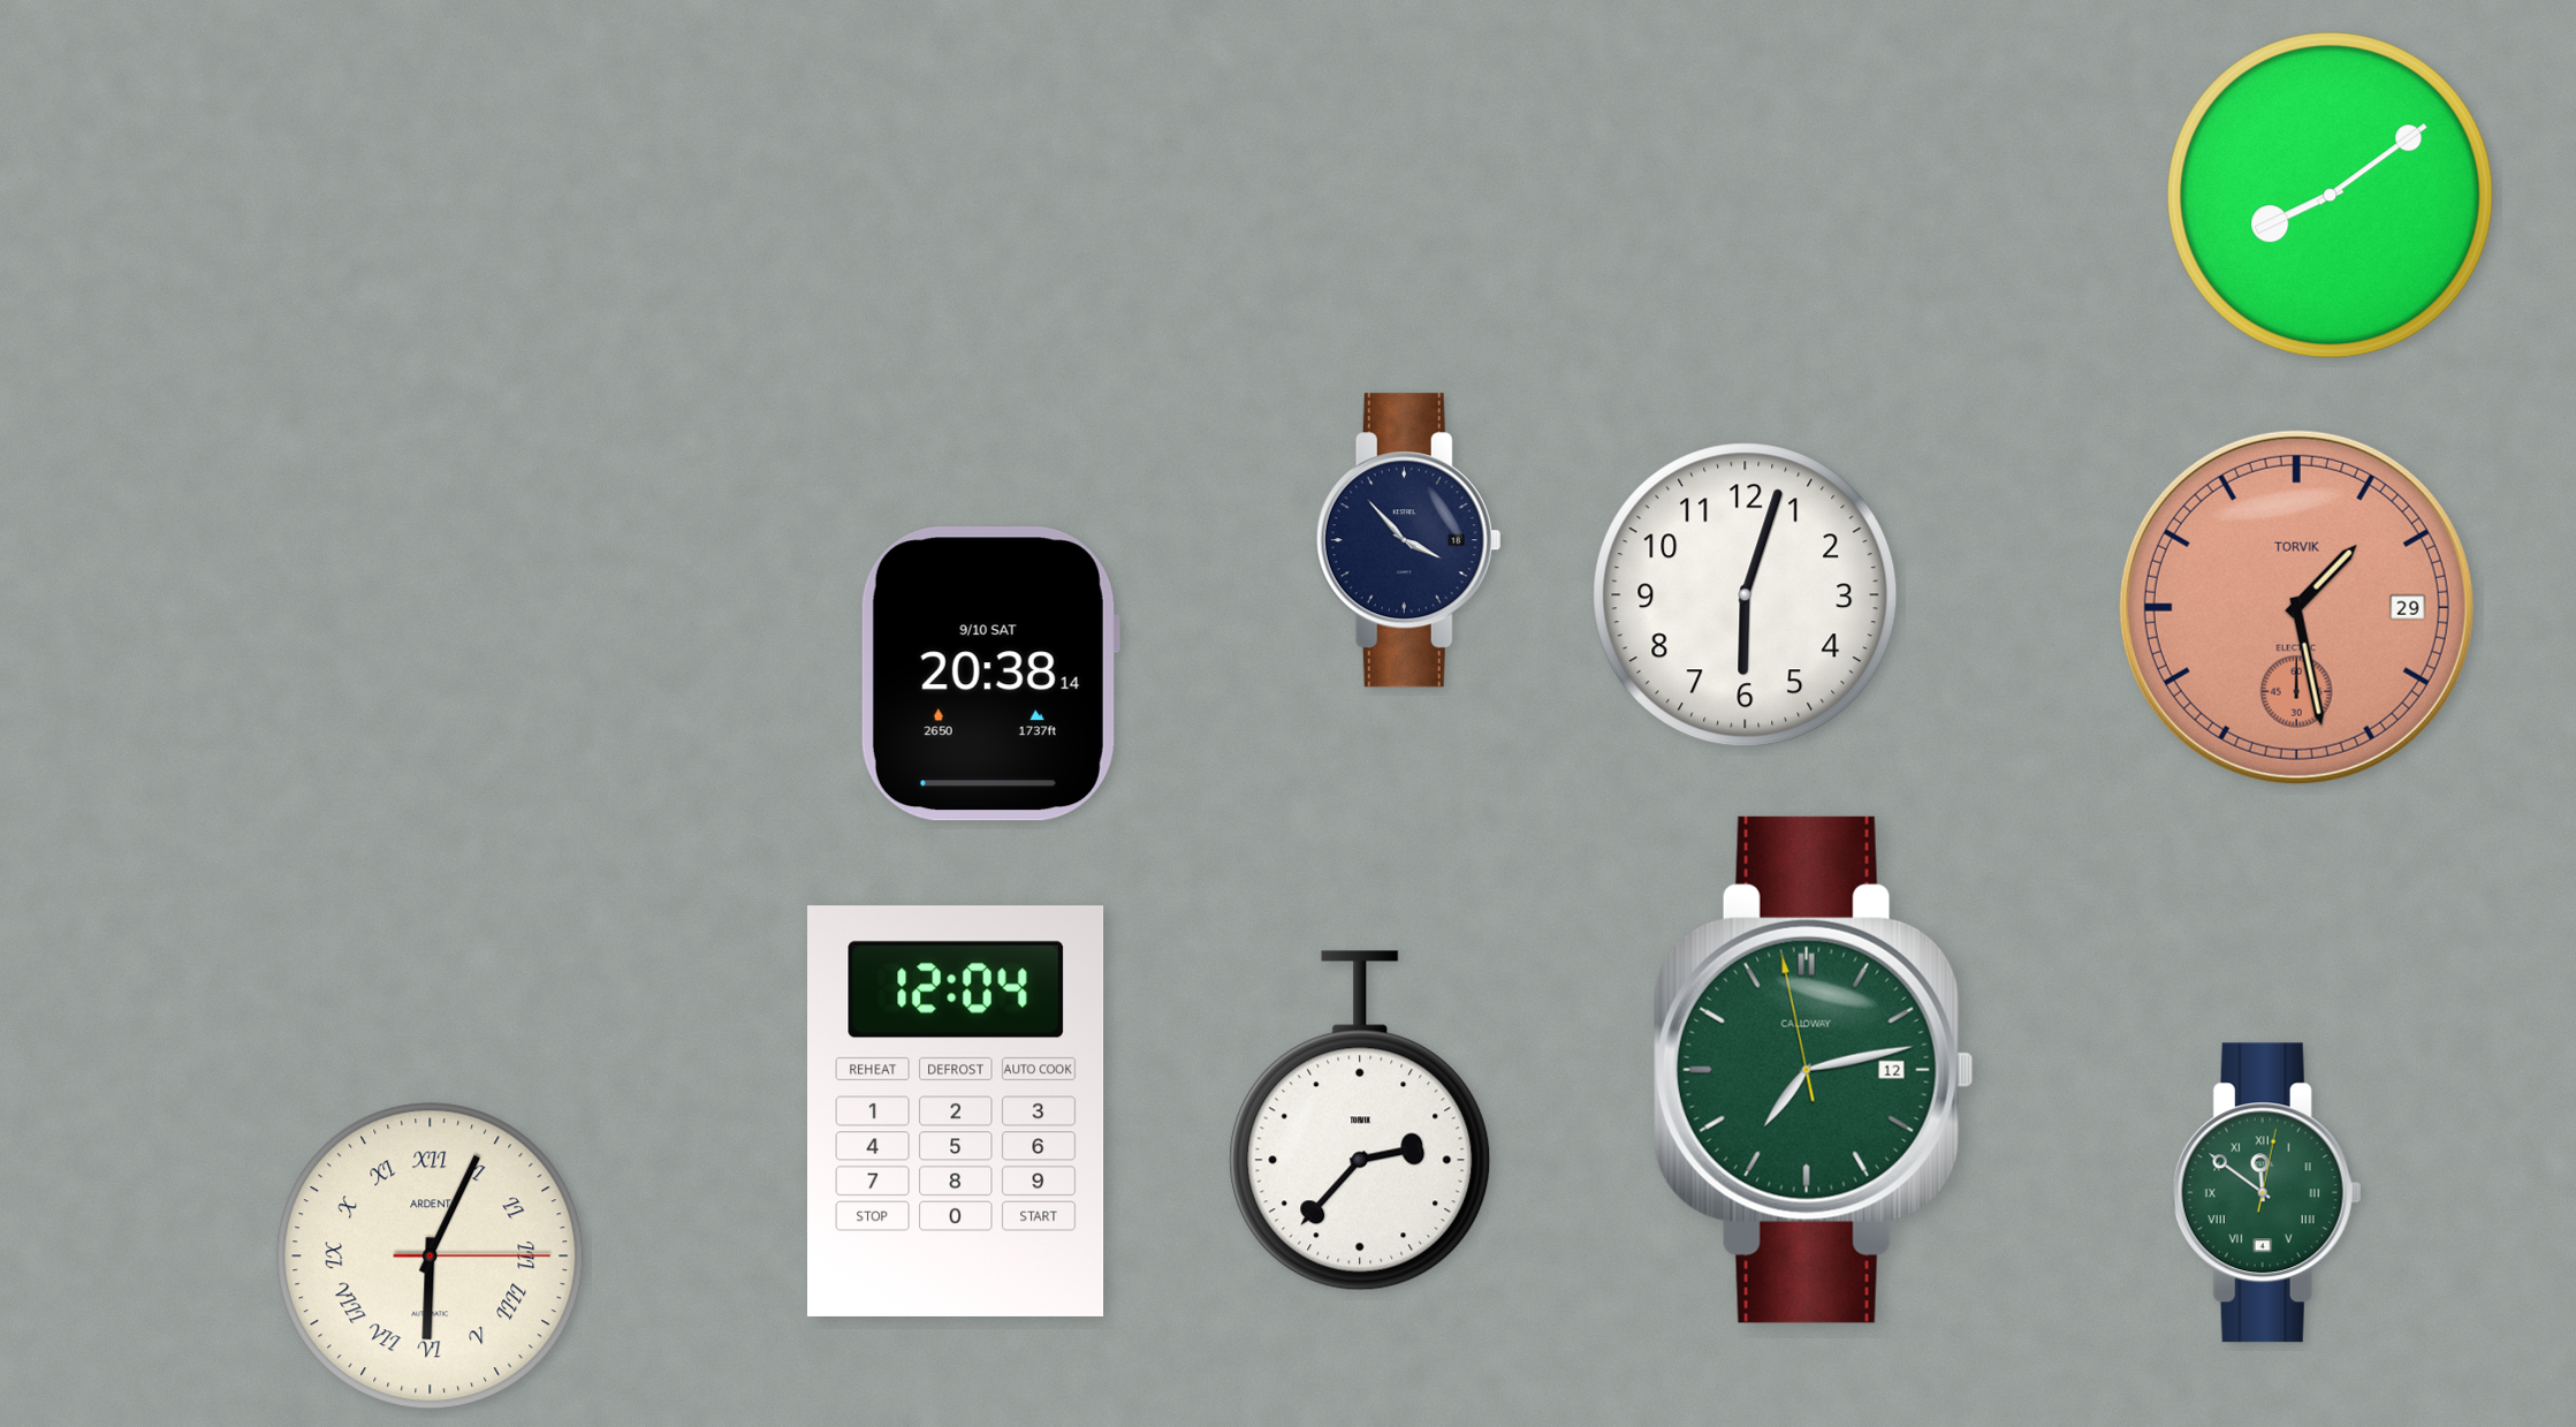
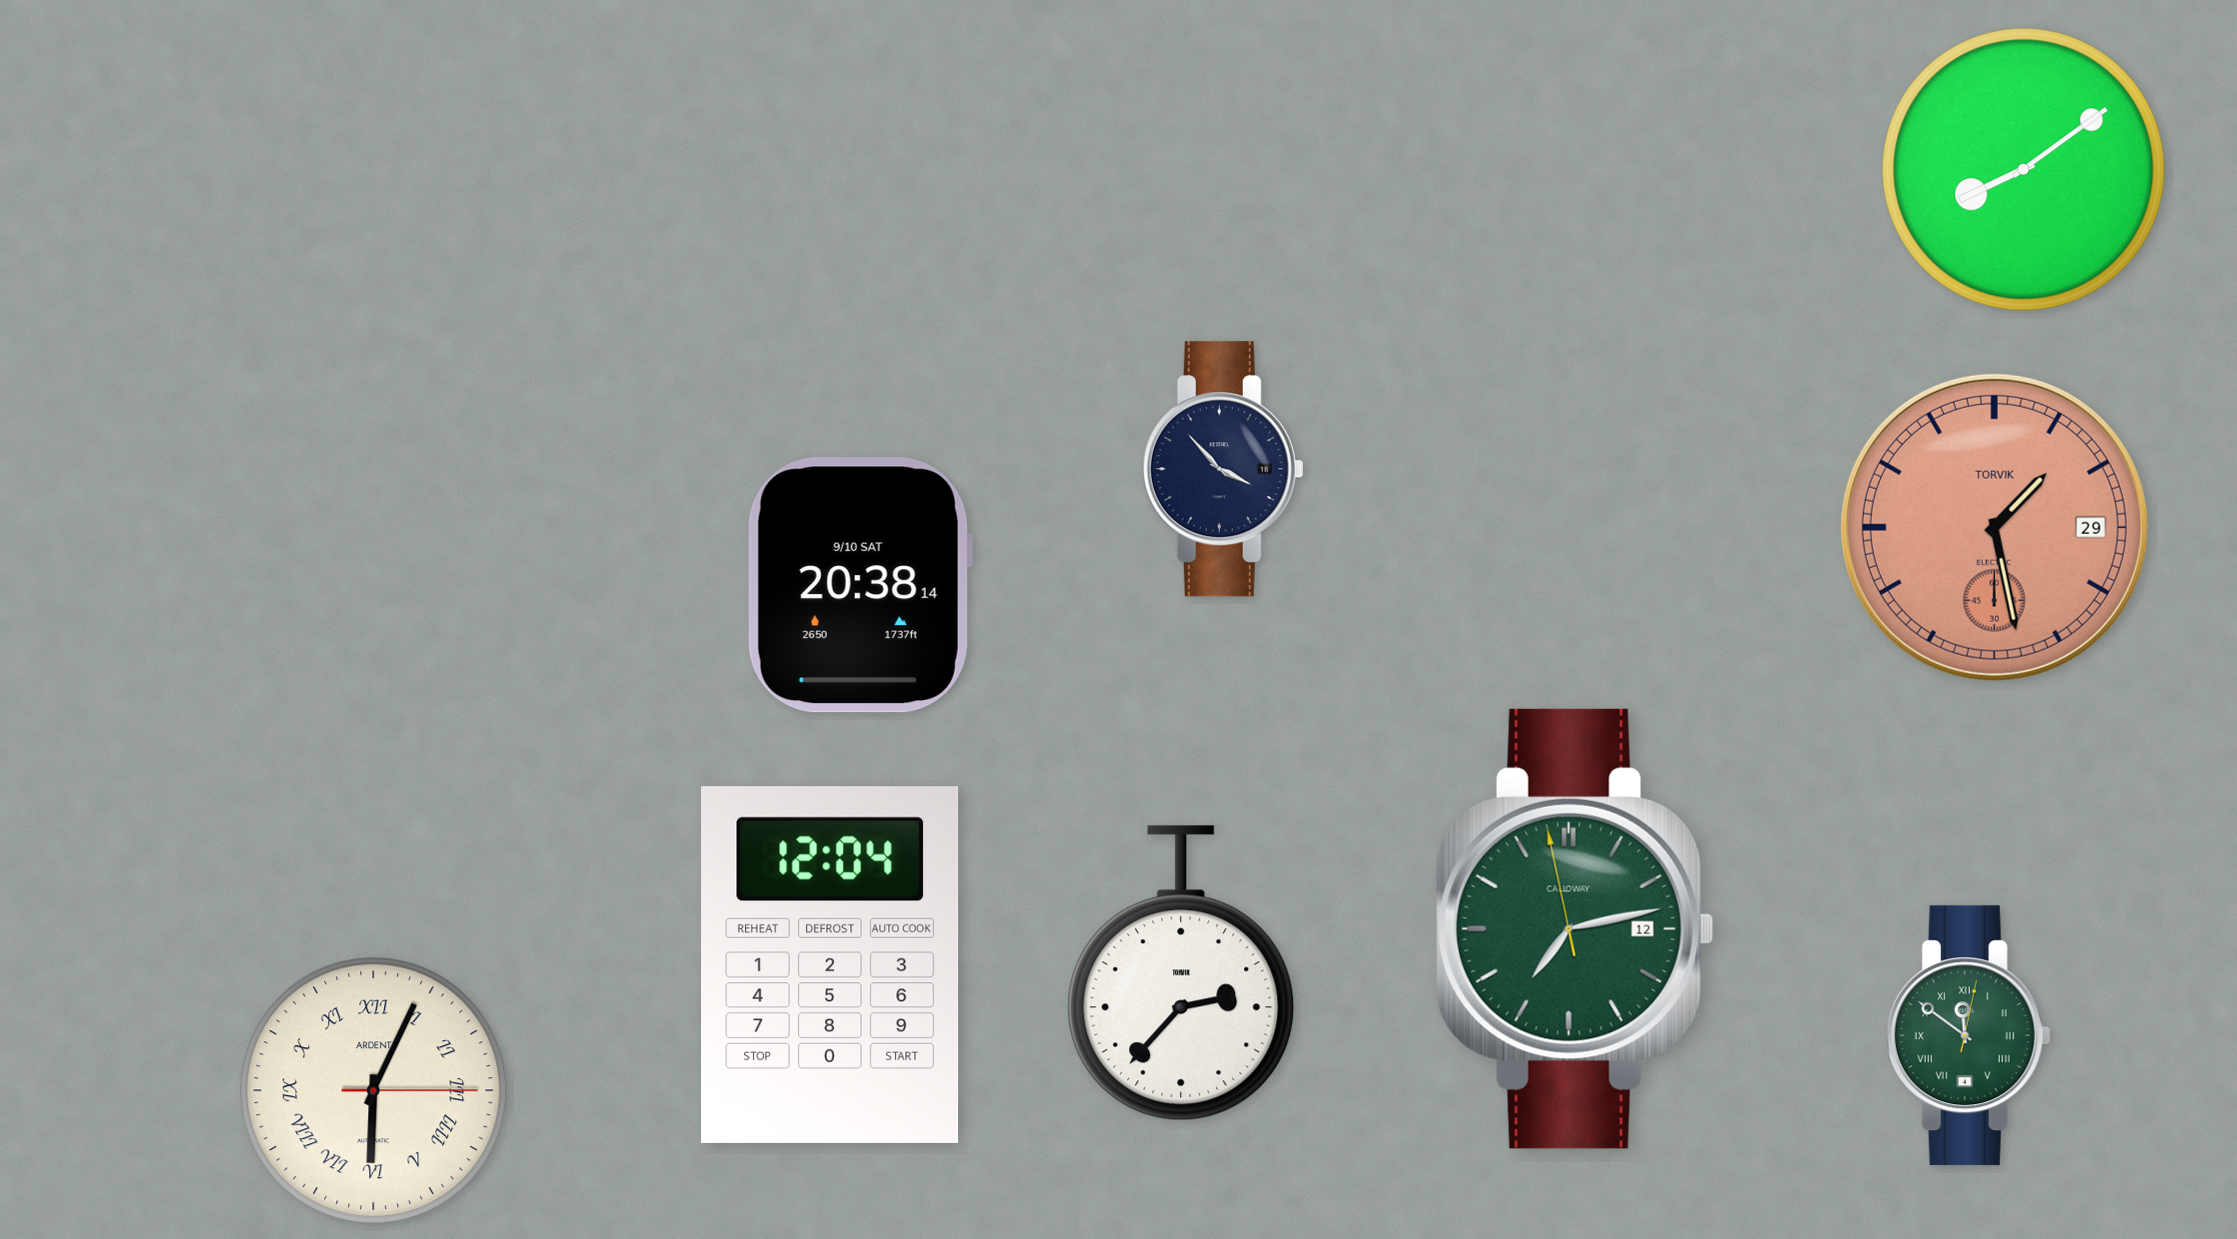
clock at (1746, 595): 6:03 -> none
